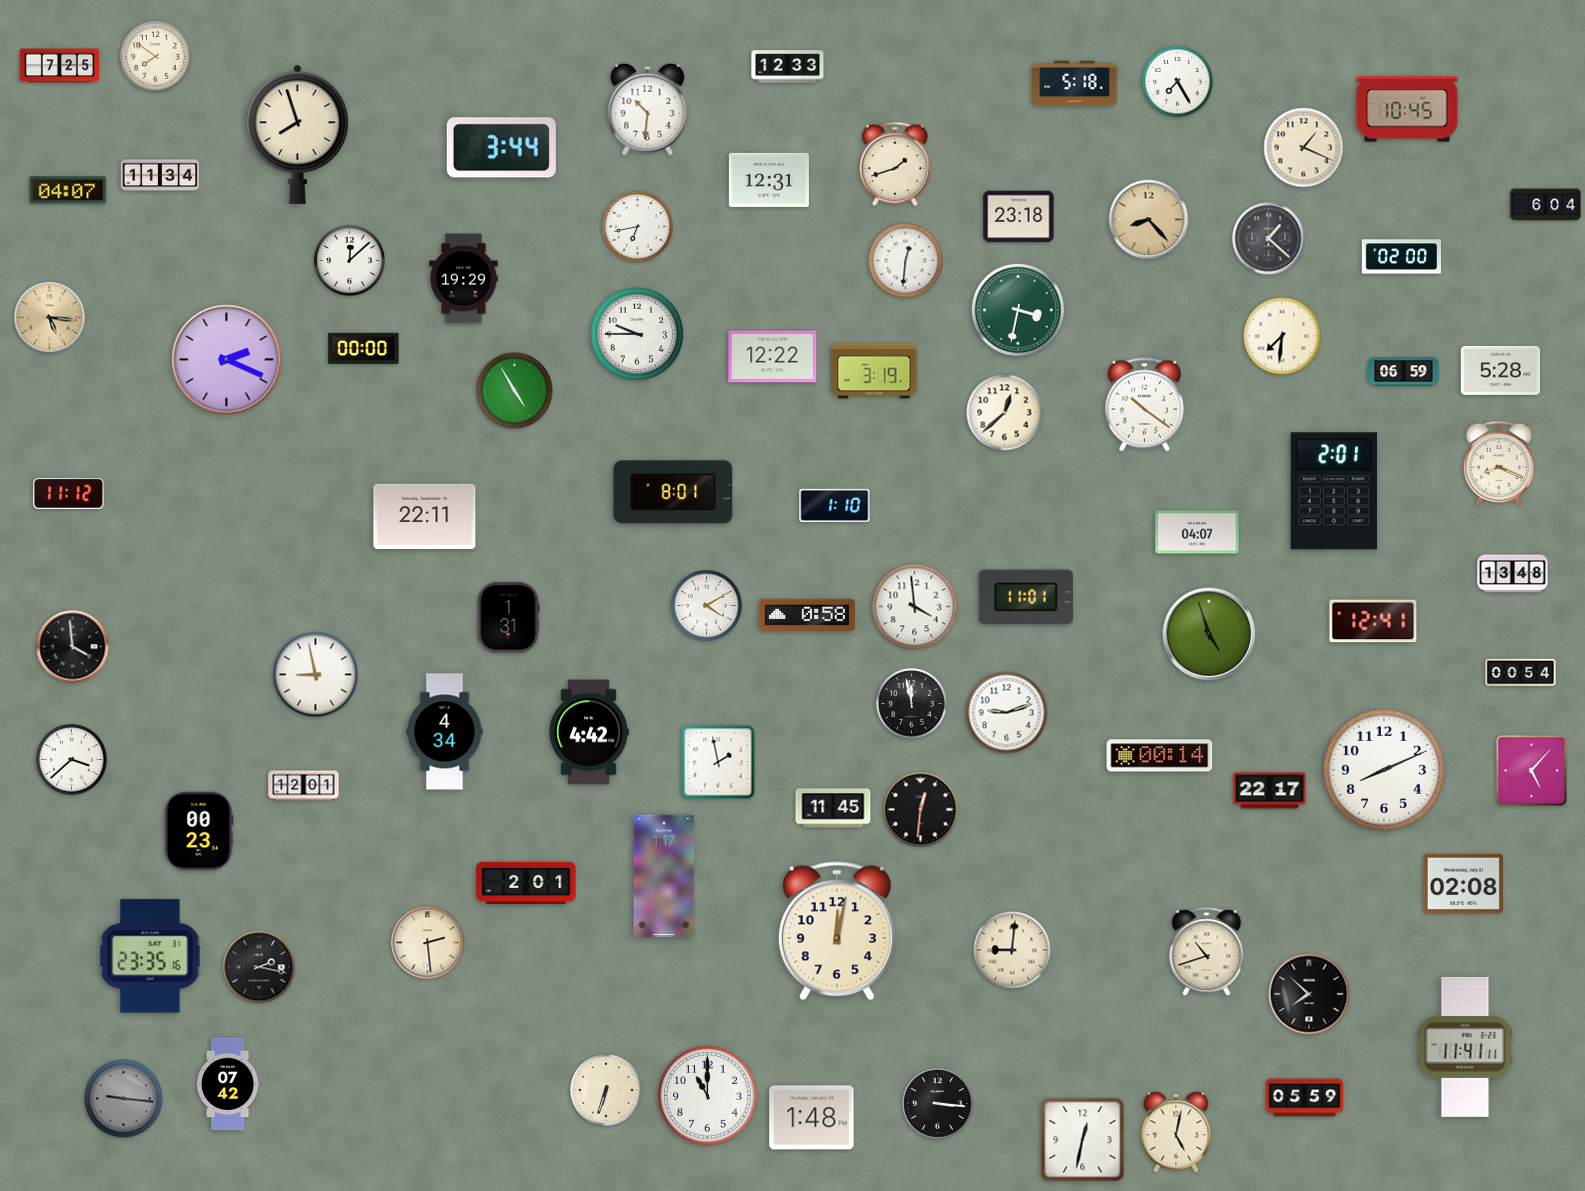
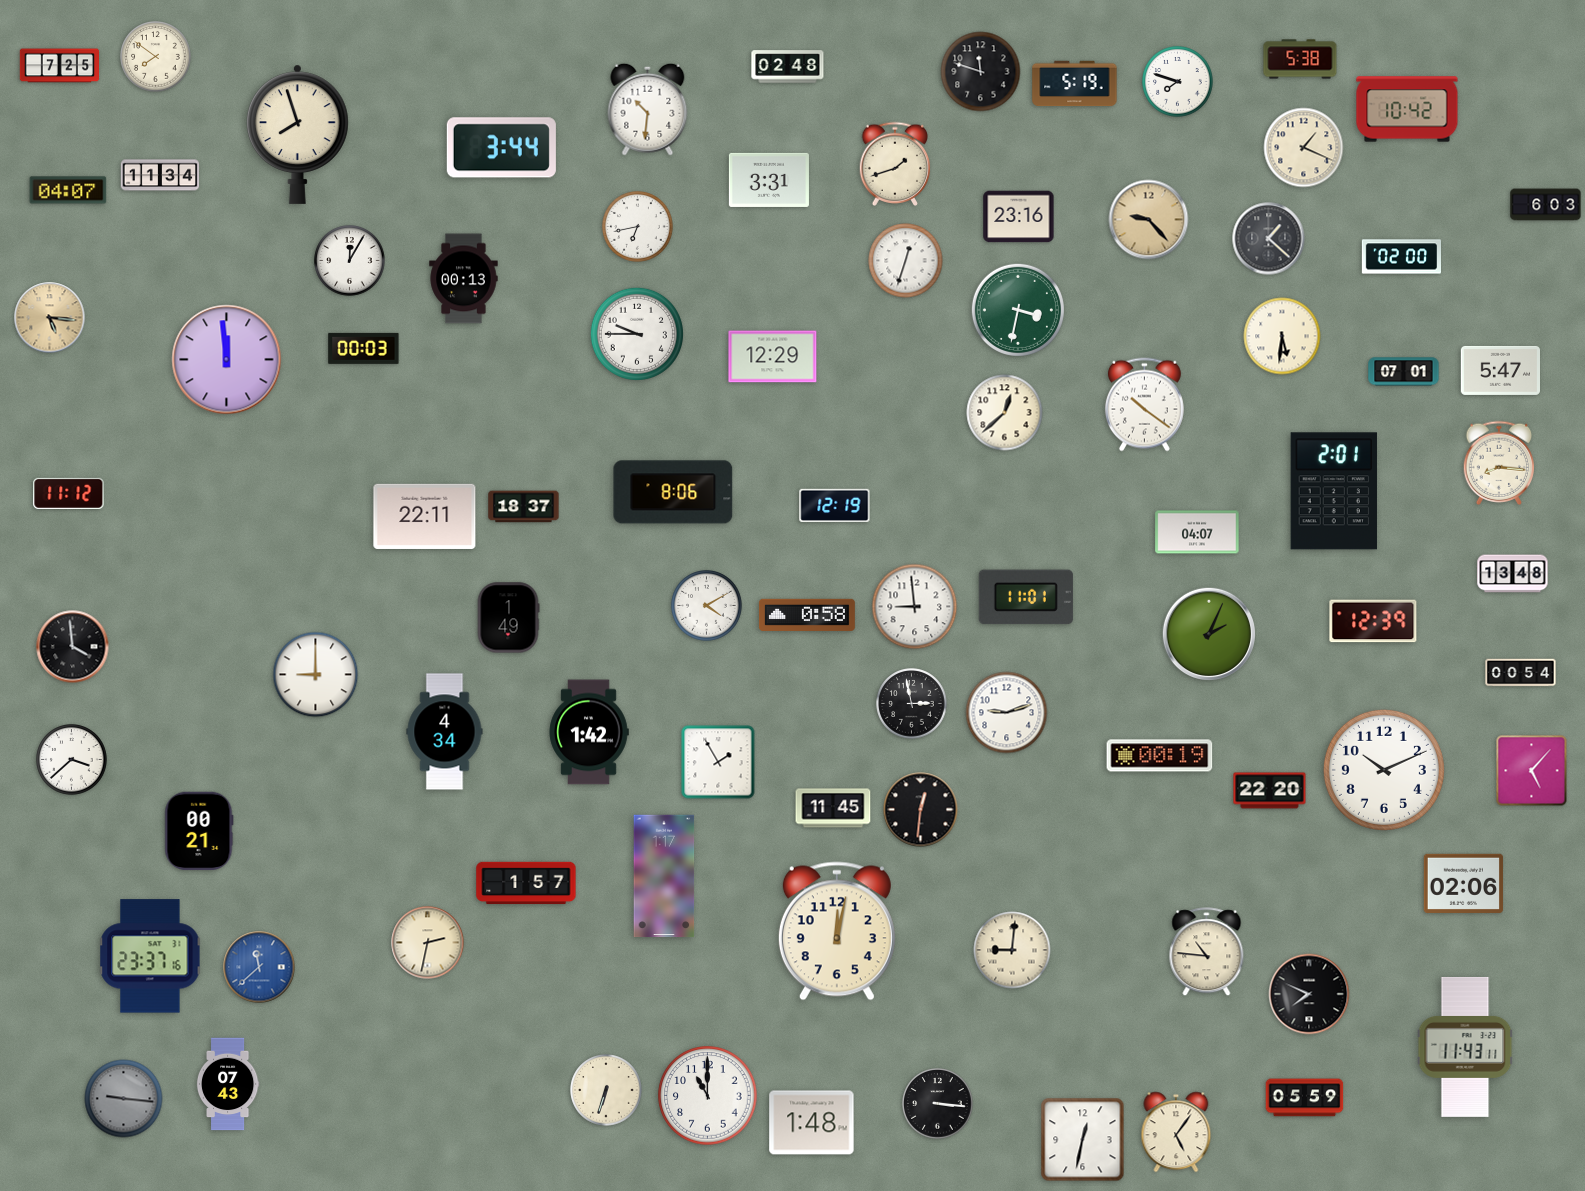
clock at (1300, 59): none -> 5:38
clock at (788, 67): 12:33 -> 02:48
clock at (981, 72): none -> 11:48
clock at (1178, 82): 7:25 -> 7:48
clock at (1075, 84): 5:18 -> 5:19
clock at (1407, 109): 10:45 -> 10:42
clock at (769, 180): 12:31 -> 3:31
clock at (1546, 205): 6:04 -> 6:03
clock at (1019, 217): 23:18 -> 23:16
clock at (1149, 220): 8:23 -> 9:23
clock at (350, 261): 12:08 -> 12:05
clock at (906, 261): 12:31 -> 12:33
clock at (464, 279): 19:29 -> 00:13
clock at (1282, 336): 7:31 -> 5:31
clock at (364, 348): 00:00 -> 00:03
clock at (773, 357): 12:22 -> 12:29
clock at (227, 360): 2:19 -> 11:59
clock at (1500, 370): 5:28 -> 5:47
clock at (874, 371): 3:19 -> none
clock at (1404, 372): 06:59 -> 07:01
clock at (515, 391): 4:55 -> none
clock at (1499, 462): 8:19 -> 8:16
clock at (673, 492): 8:01 -> 8:06
clock at (835, 506): 1:10 -> 12:19
clock at (524, 507): none -> 18:37
clock at (915, 607): 3:59 -> 8:59
clock at (508, 618): 1:31 -> 1:49
clock at (1373, 621): 12:41 -> 12:39
clock at (1208, 633): 4:57 -> 2:04
clock at (316, 675): 8:58 -> 9:00
clock at (912, 704): 11:58 -> 2:58
clock at (589, 732): 4:42 -> 1:42
clock at (1160, 756): 00:14 -> 00:19
clock at (718, 762): 1:58 -> 1:55
clock at (1384, 770): 8:11 -> 10:11
clock at (304, 786): 12:01 -> none
clock at (1270, 791): 22:17 -> 22:20
clock at (199, 831): 00:23 -> 00:21
clock at (526, 883): 2:01 -> 1:57
clock at (1463, 883): 02:08 -> 02:06
clock at (428, 943): 2:29 -> 2:32
clock at (1207, 952): 10:42 -> 10:46
clock at (150, 956): 23:35 -> 23:37
clock at (259, 967): 2:17 -> 11:38
clock at (259, 967) dial: black -> blue
clock at (1309, 994): 7:52 -> 7:49
clock at (1465, 1047): 11:41 -> 11:43
clock at (228, 1084): 07:42 -> 07:43
clock at (812, 1118) position: (812, 1118) -> (812, 1123)
clock at (1176, 1132): 5:02 -> 5:06
